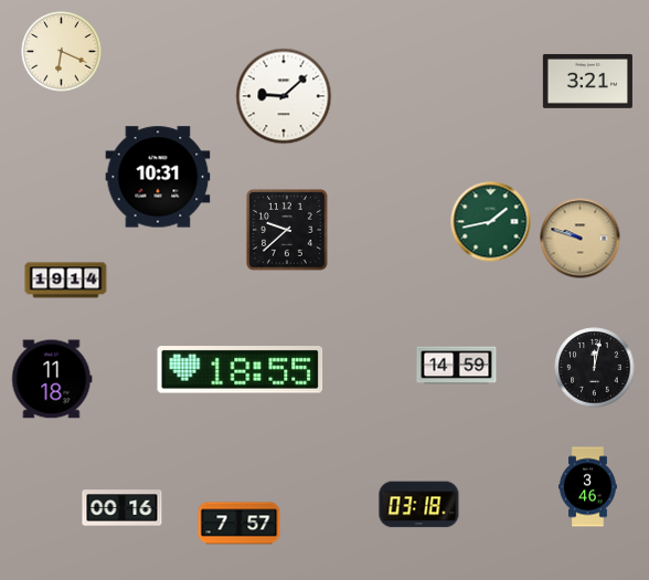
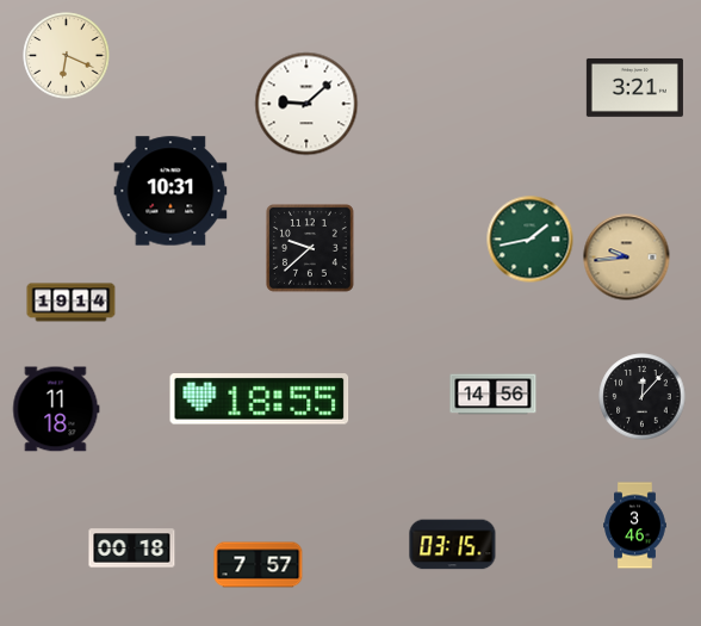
clock at (581, 239): 9:48 -> 9:44
clock at (457, 366): 14:59 -> 14:56
clock at (595, 368): 12:02 -> 12:07
clock at (419, 505): 03:18 -> 03:15
clock at (123, 508): 00:16 -> 00:18
